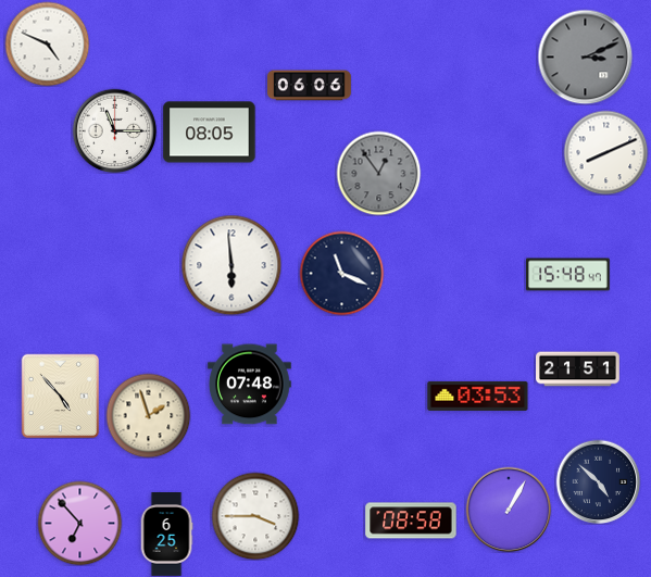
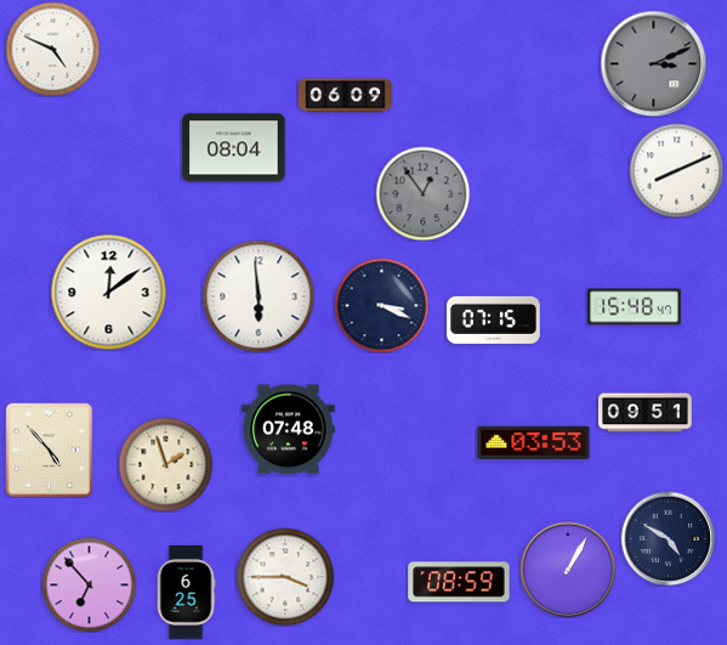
clock at (310, 86): 06:06 -> 06:09
clock at (114, 130): 11:15 -> none
clock at (210, 133): 08:05 -> 08:04
clock at (108, 292): none -> 12:09
clock at (341, 273): 11:19 -> 3:19
clock at (494, 319): none -> 07:15
clock at (578, 369): 21:51 -> 09:51
clock at (250, 385) position: (250, 385) -> (289, 430)
clock at (61, 396) position: (61, 396) -> (50, 449)
clock at (598, 481): 4:52 -> 4:50
clock at (411, 520): 08:58 -> 08:59
clock at (166, 535) position: (166, 535) -> (186, 593)
